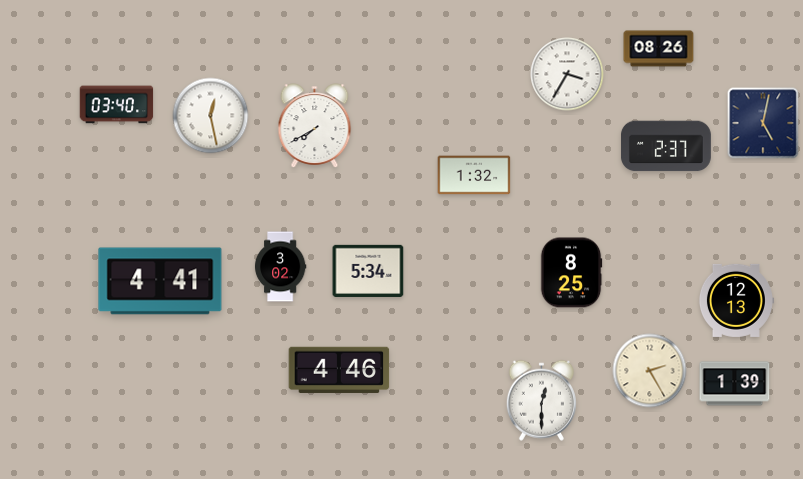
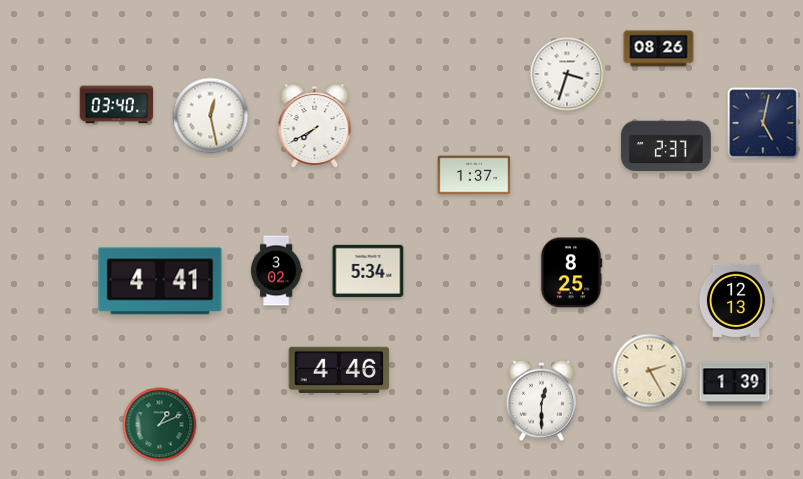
clock at (567, 74): 3:35 -> 3:33
clock at (474, 175): 1:32 -> 1:37
clock at (280, 267) position: (280, 267) -> (276, 271)
clock at (160, 425): none -> 1:11
